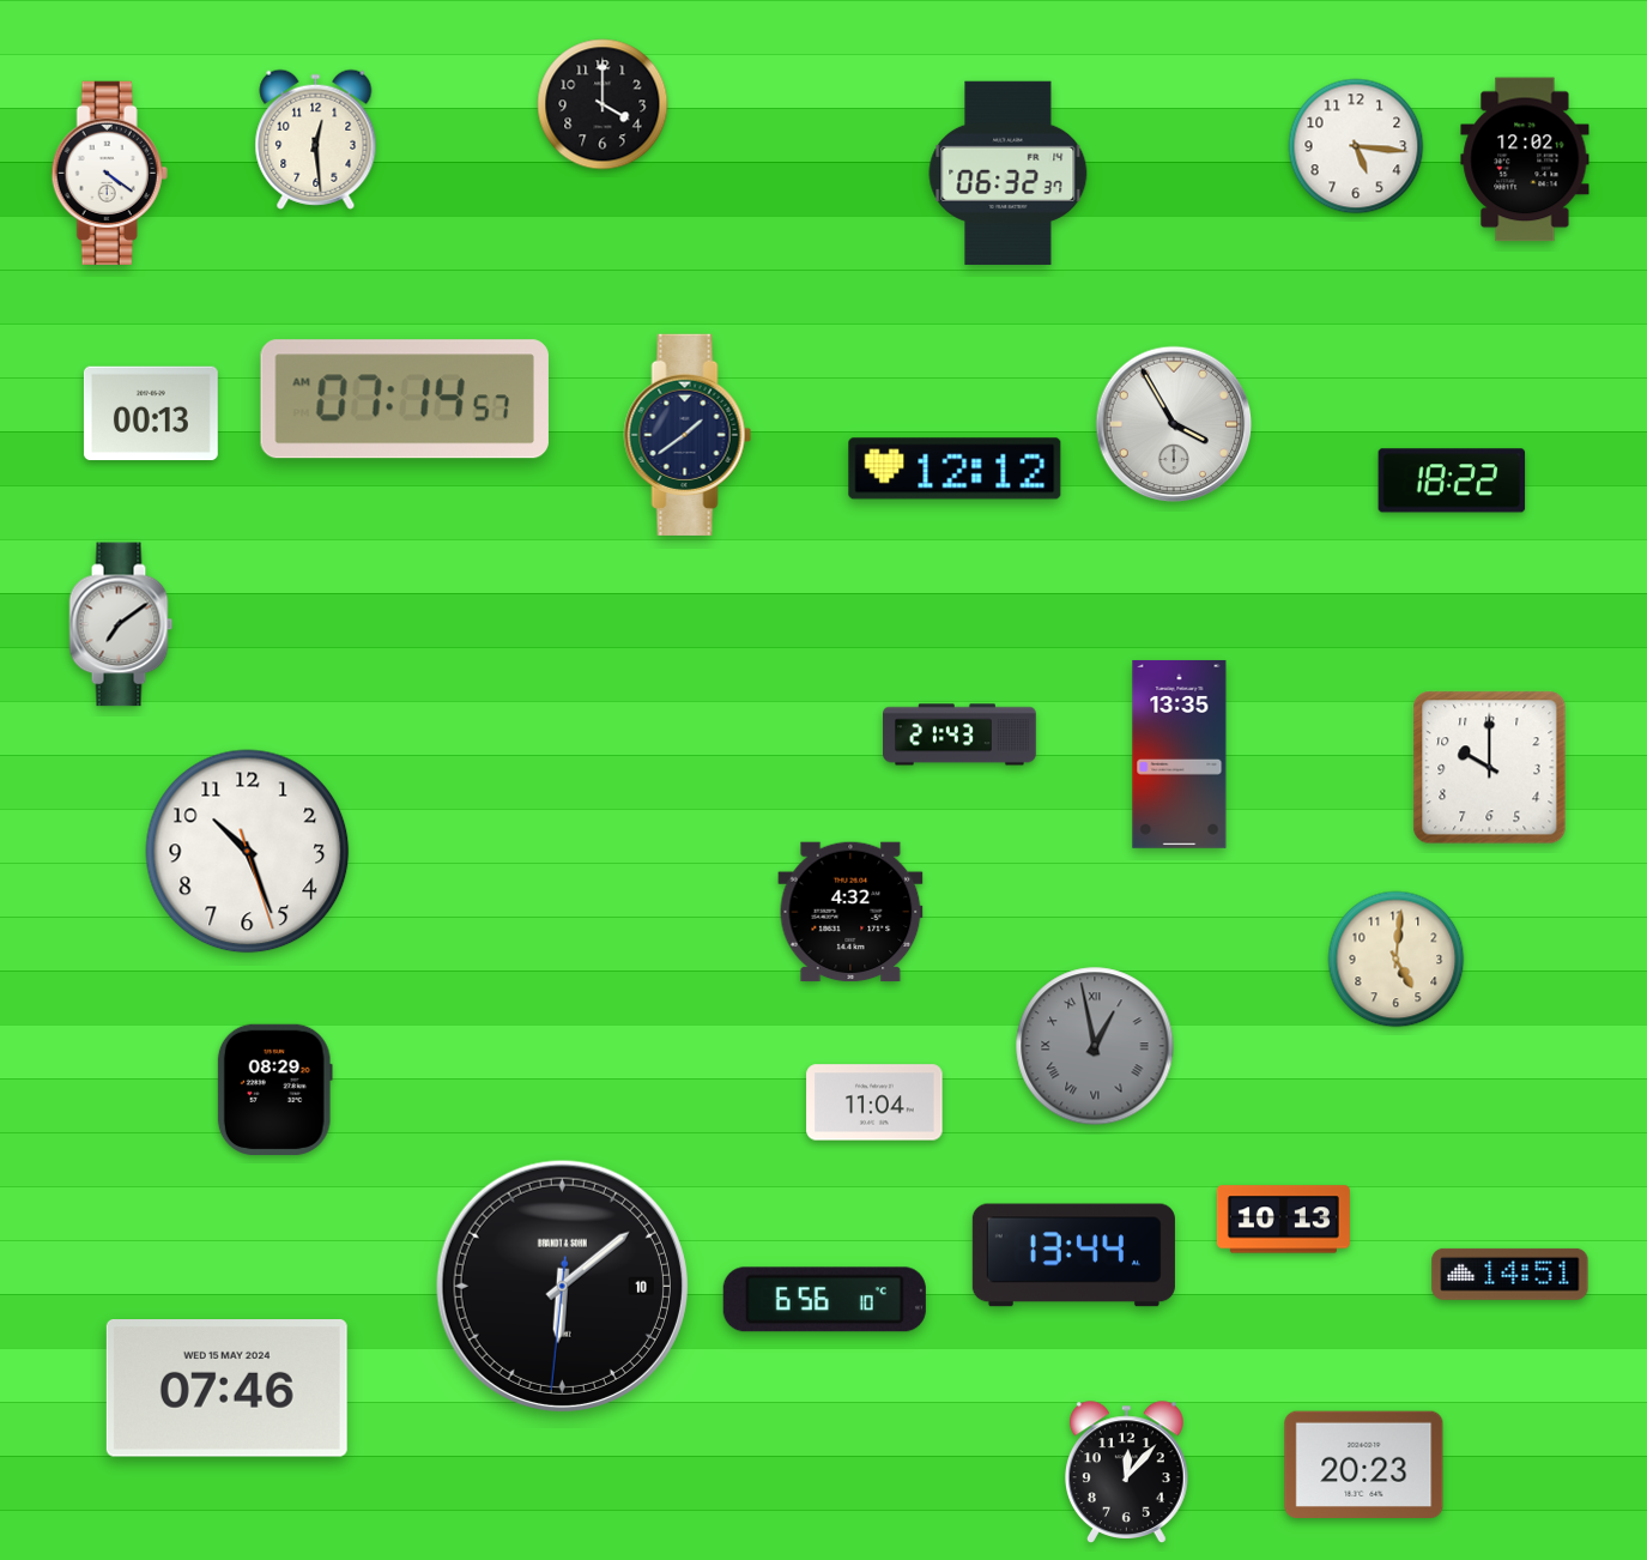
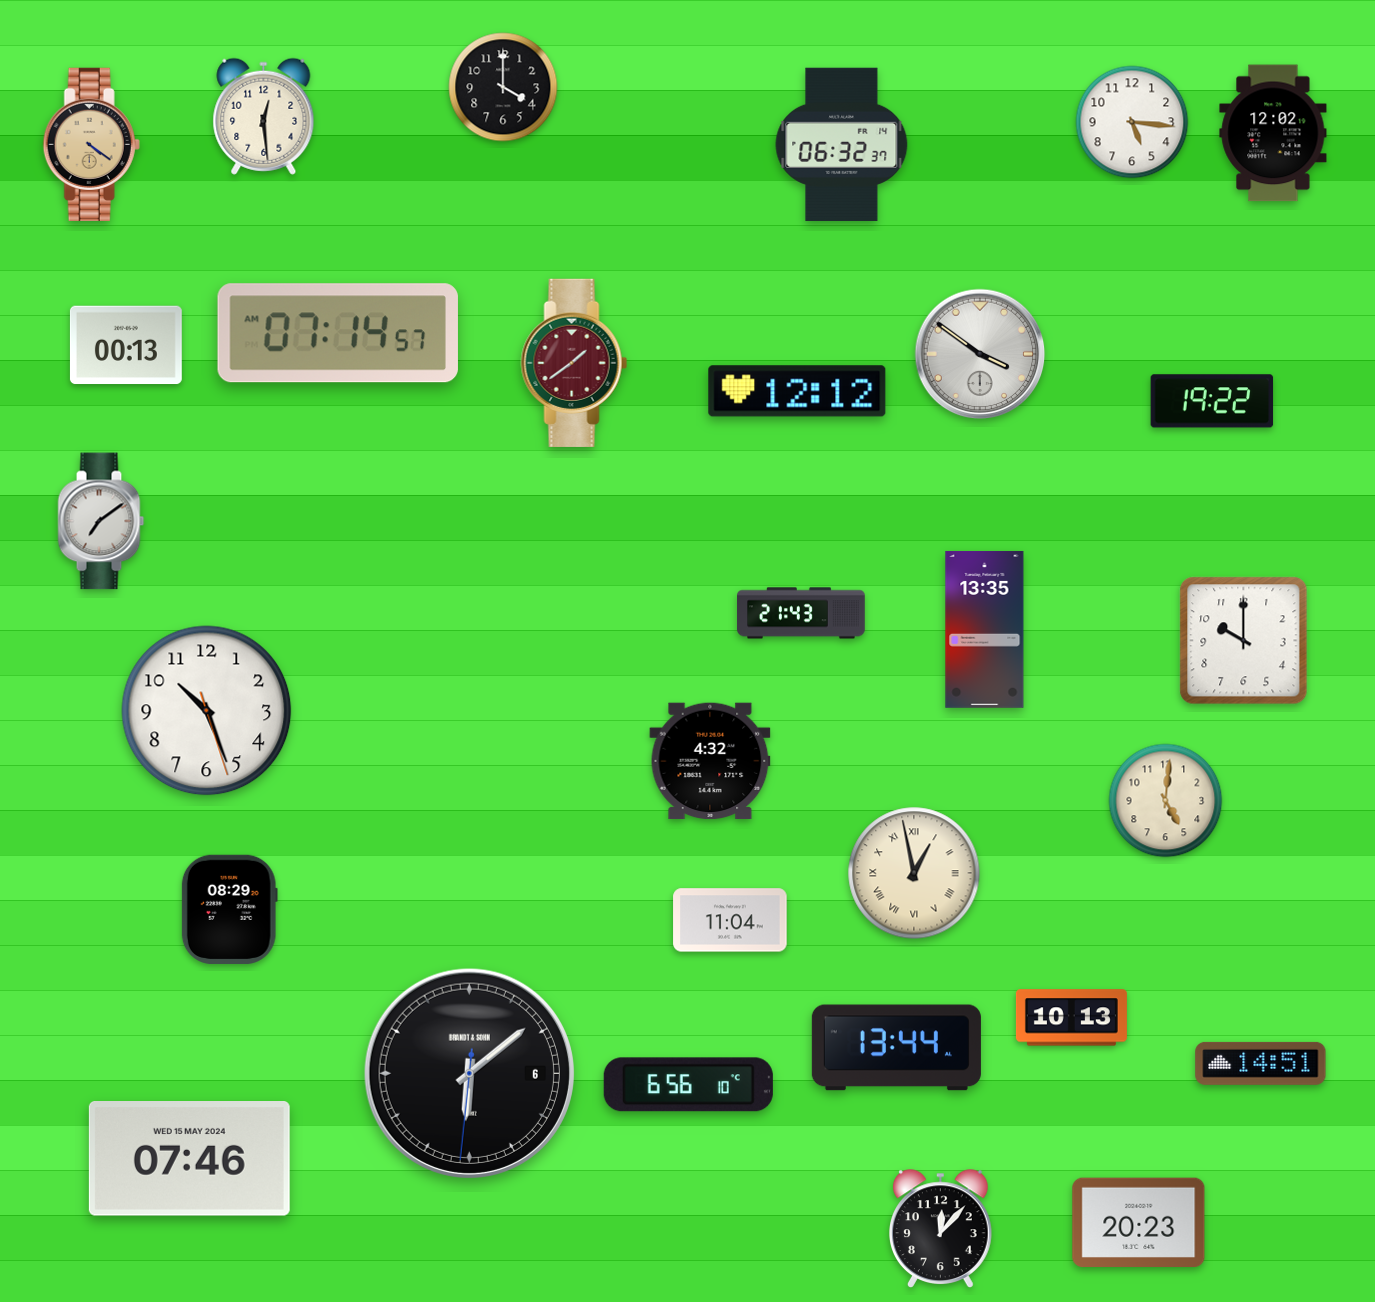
clock at (109, 173) dial: white -> champagne
clock at (1174, 424): 3:55 -> 3:51
clock at (688, 435) dial: navy -> burgundy
clock at (1452, 480): 18:22 -> 19:22
clock at (1095, 1046) dial: grey -> cream
clock at (562, 1286) date: 10 -> 6
